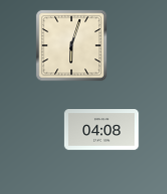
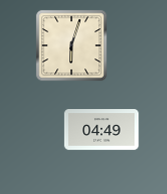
clock at (102, 130): 04:08 -> 04:49
